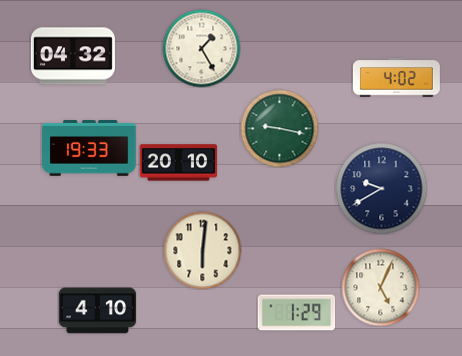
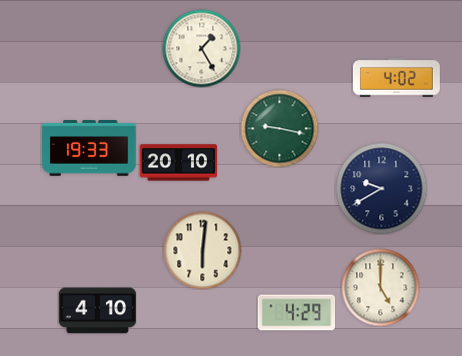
clock at (73, 56): 04:32 -> none
clock at (380, 287): 5:04 -> 5:00
clock at (296, 313): 1:29 -> 4:29
